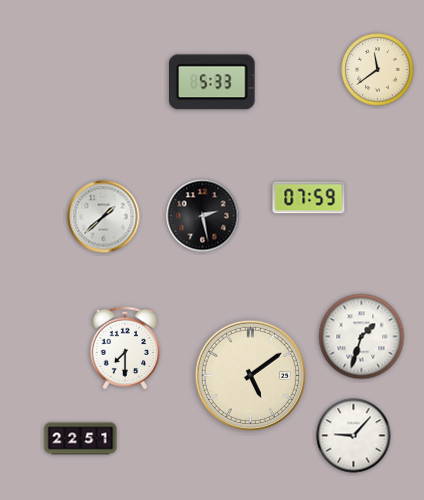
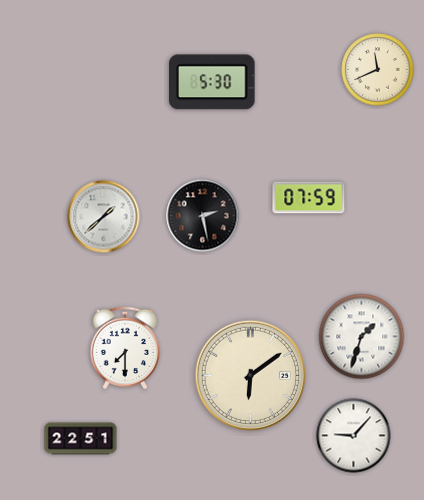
clock at (378, 70): 11:39 -> 11:41
clock at (213, 82): 5:33 -> 5:30
clock at (250, 375): 5:09 -> 6:09
